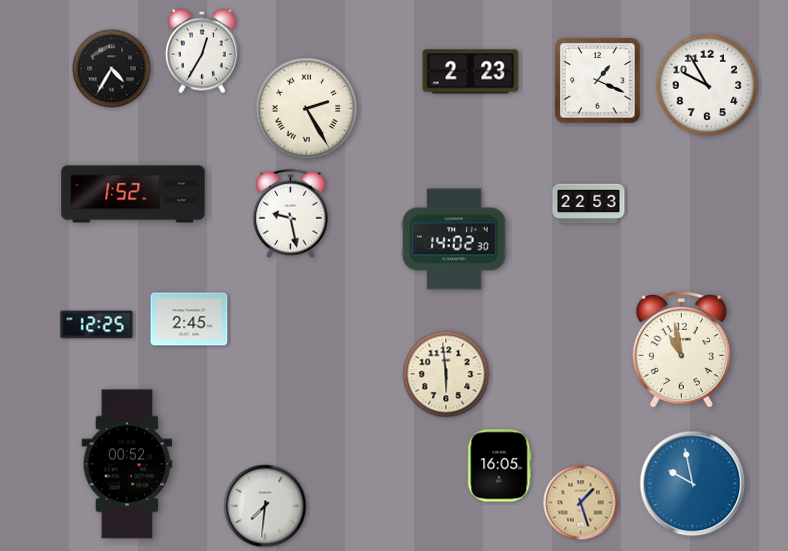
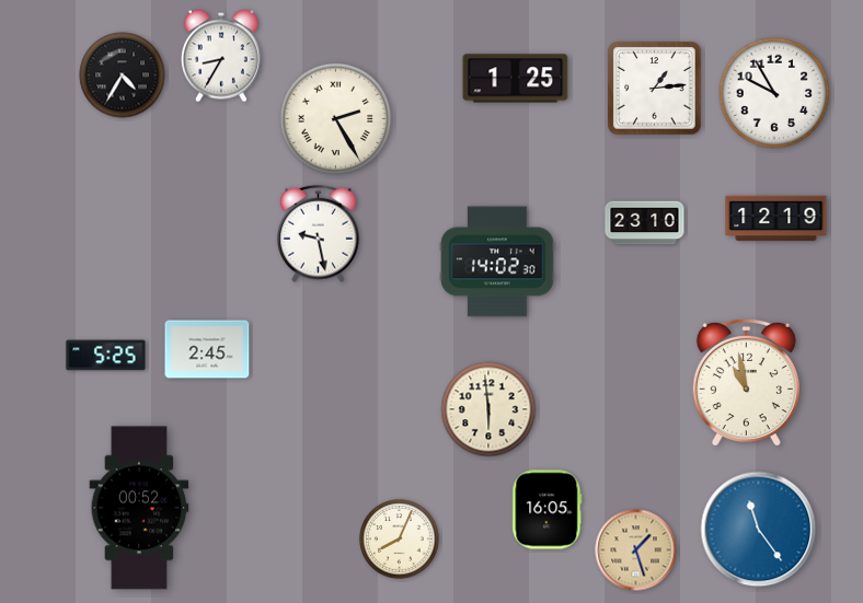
clock at (202, 51): 12:35 -> 8:35
clock at (471, 72): 2:23 -> 1:25
clock at (598, 81): 1:19 -> 1:14
clock at (133, 194): 1:52 -> none
clock at (776, 219): none -> 12:19
clock at (589, 204): 22:53 -> 23:10
clock at (97, 325): 12:25 -> 5:25
clock at (693, 484): 9:58 -> 11:24
clock at (400, 540): none -> 8:04
clock at (265, 506): 7:31 -> none
